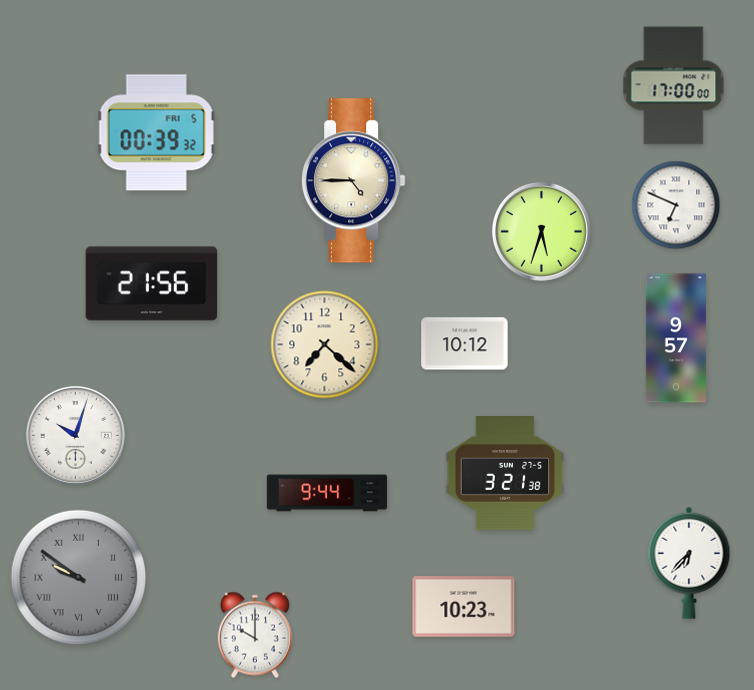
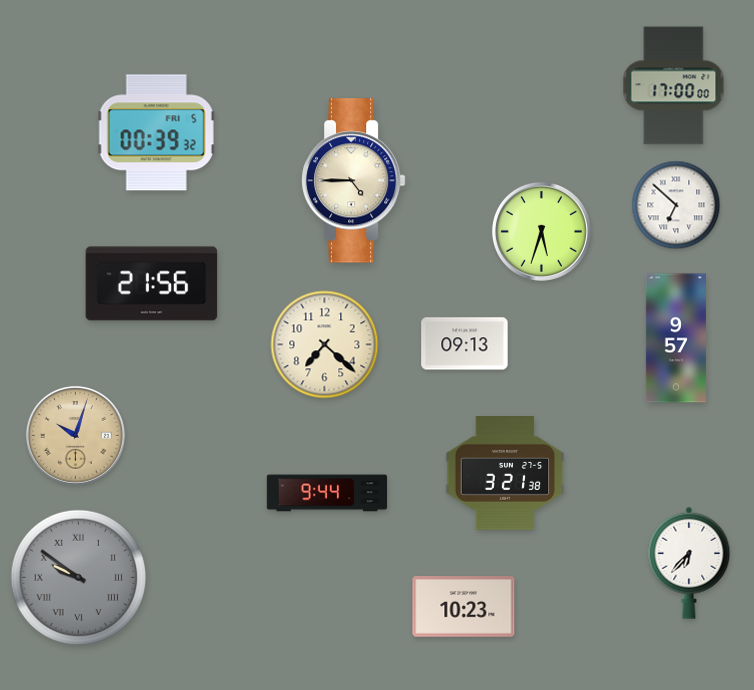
clock at (676, 205): 6:49 -> 6:52
clock at (465, 344): 10:12 -> 09:13
clock at (75, 435) dial: white -> champagne
clock at (255, 635): 10:00 -> none
